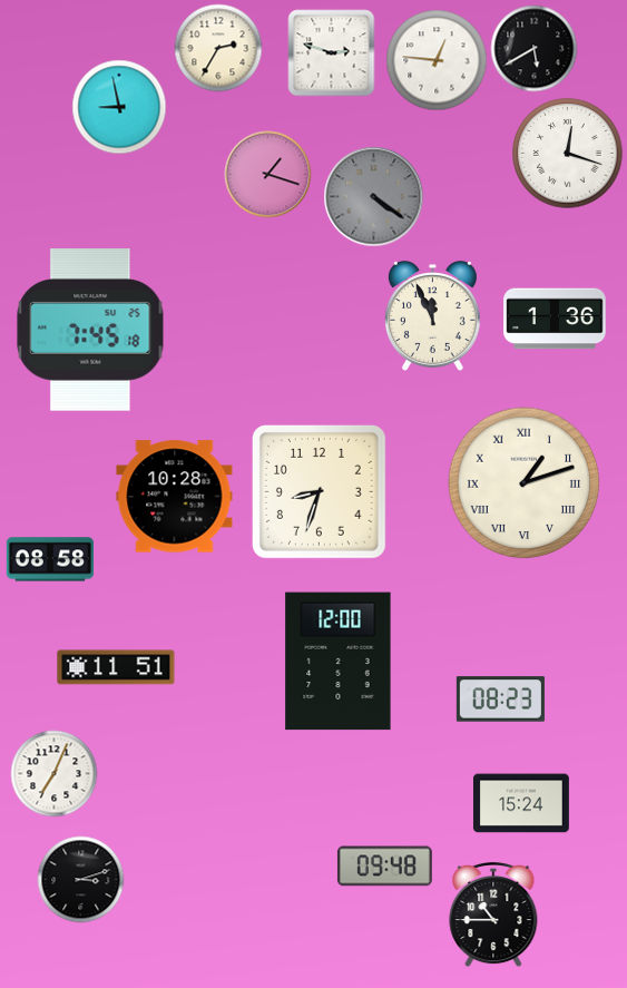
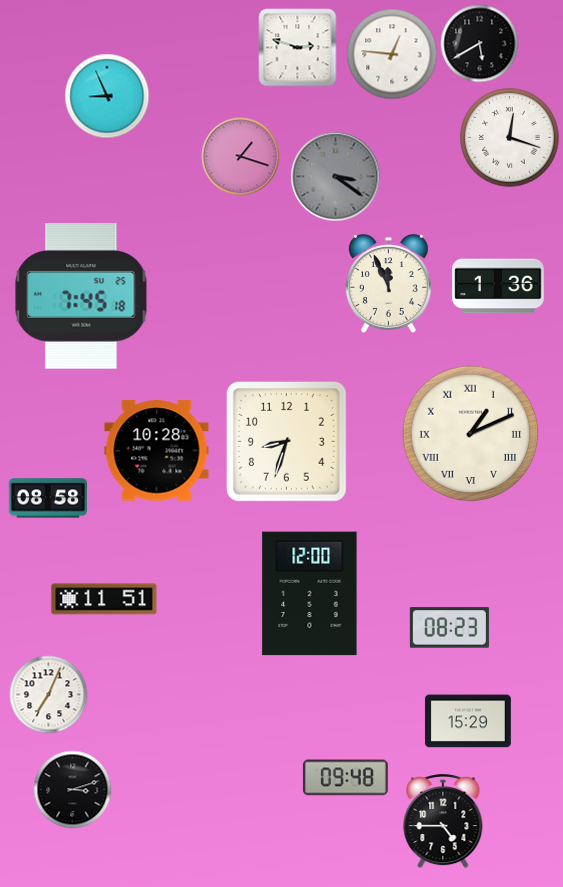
clock at (218, 48): 2:35 -> none
clock at (119, 107): 8:58 -> 8:56
clock at (373, 196): 4:21 -> 3:21
clock at (525, 483): 1:12 -> 1:11
clock at (175, 497) position: (175, 497) -> (157, 451)
clock at (49, 559) position: (49, 559) -> (47, 498)
clock at (339, 662) position: (339, 662) -> (310, 594)
clock at (521, 803): 15:24 -> 15:29
clock at (493, 914): 10:45 -> 4:45
